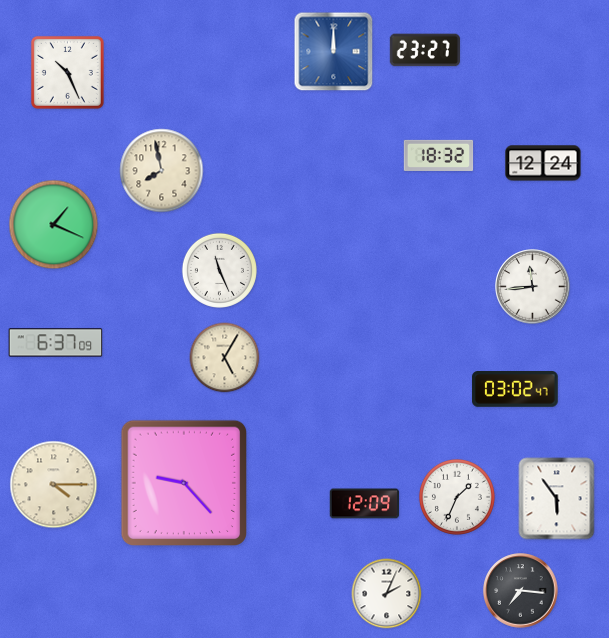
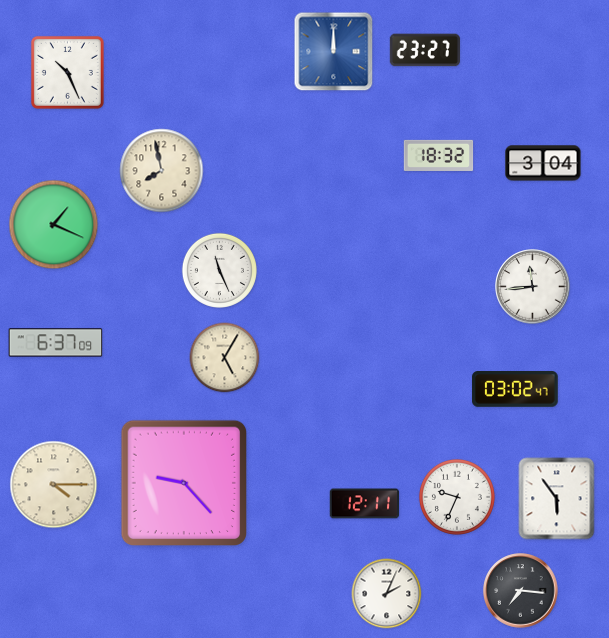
clock at (543, 163): 12:24 -> 3:04
clock at (457, 497): 1:34 -> 9:34
clock at (365, 504): 12:09 -> 12:11
